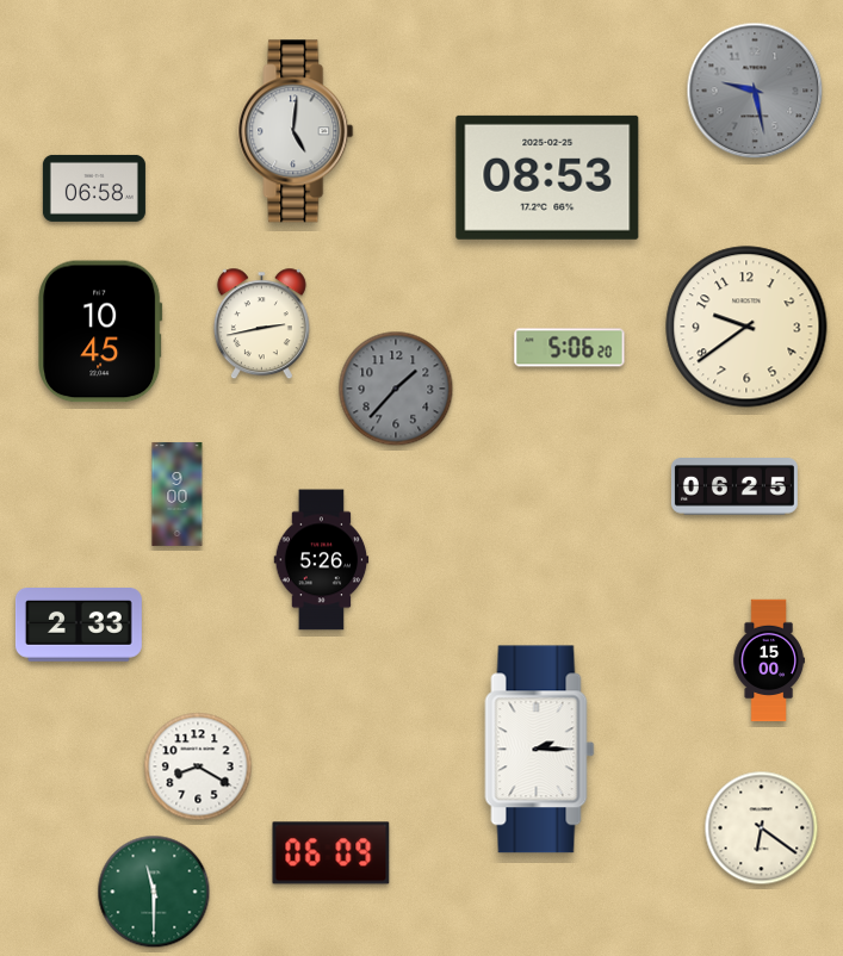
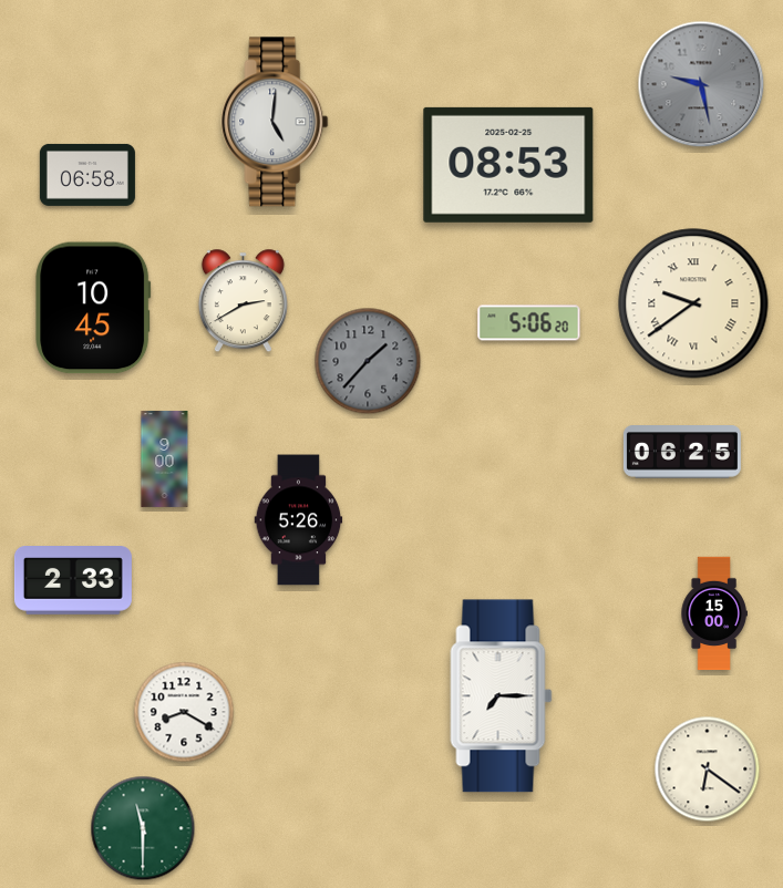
clock at (261, 324): 2:43 -> 2:40
clock at (746, 327) numerals: Arabic -> Roman
clock at (540, 750): 2:15 -> 7:15
clock at (331, 853): 06:09 -> none
